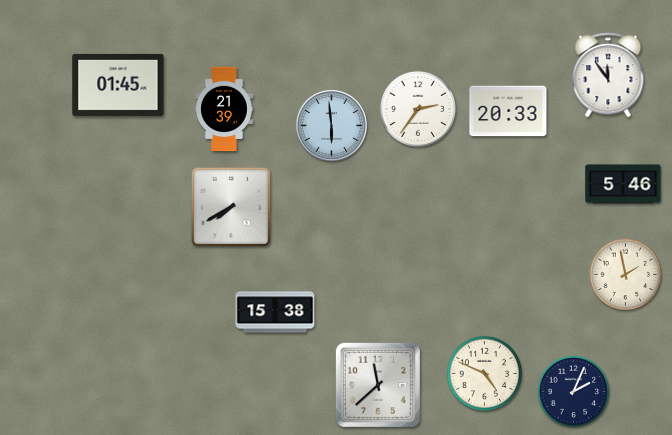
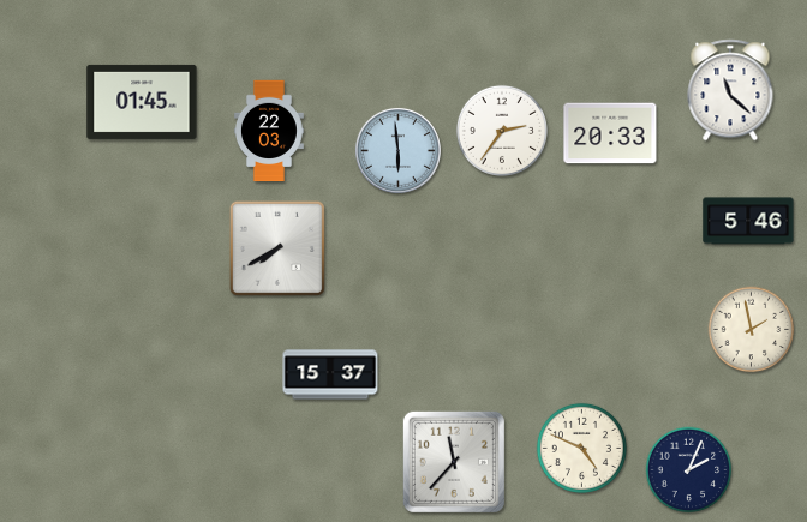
clock at (608, 75): 11:54 -> 11:22
clock at (224, 109): 21:39 -> 22:03
clock at (275, 312): 15:38 -> 15:37
clock at (378, 385): 11:38 -> 11:37
